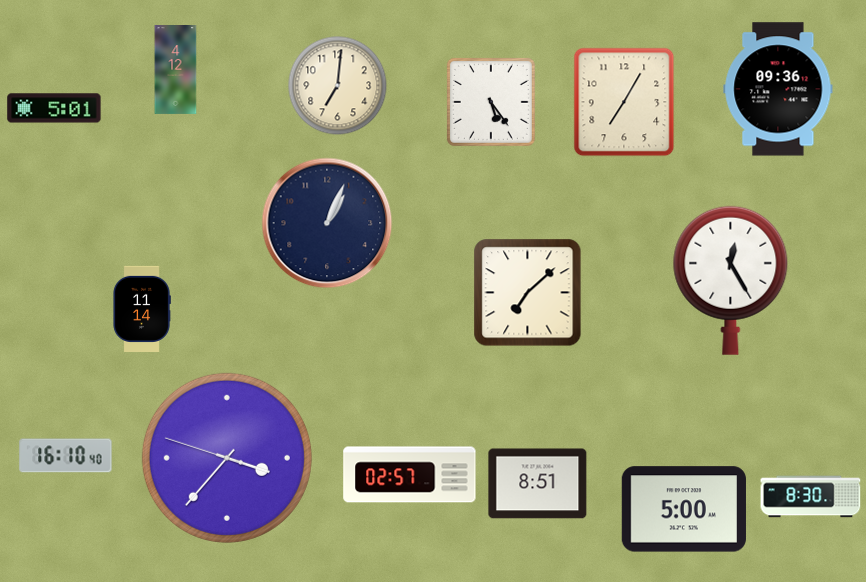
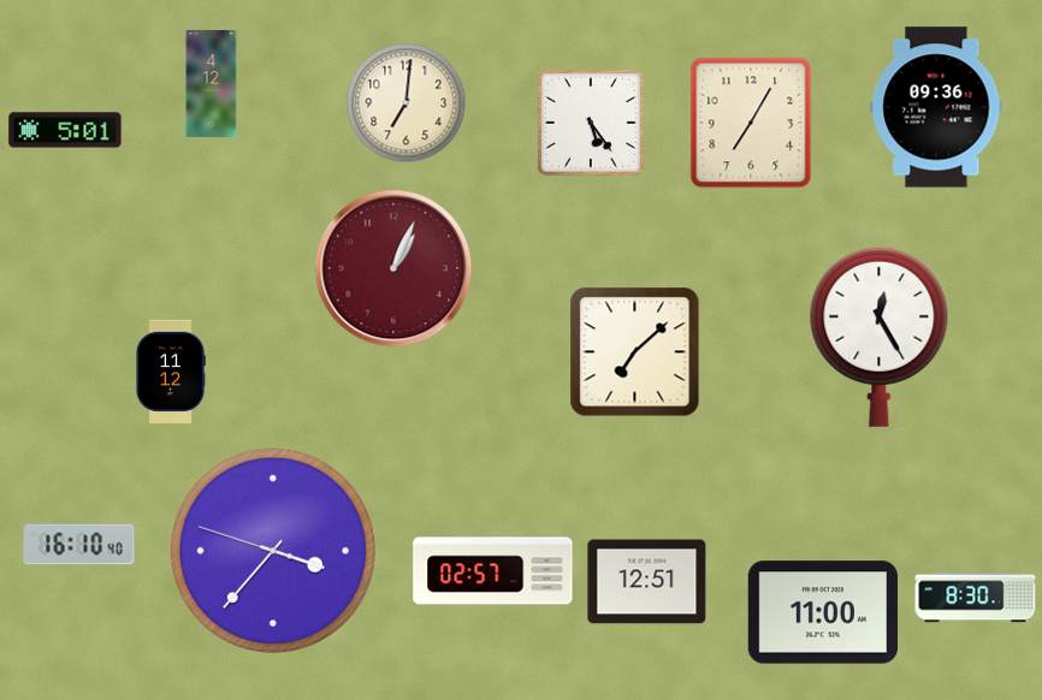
clock at (327, 223) dial: navy -> burgundy
clock at (142, 308): 11:14 -> 11:12
clock at (66, 456) position: (66, 456) -> (79, 545)
clock at (538, 484): 8:51 -> 12:51
clock at (684, 509): 5:00 -> 11:00
